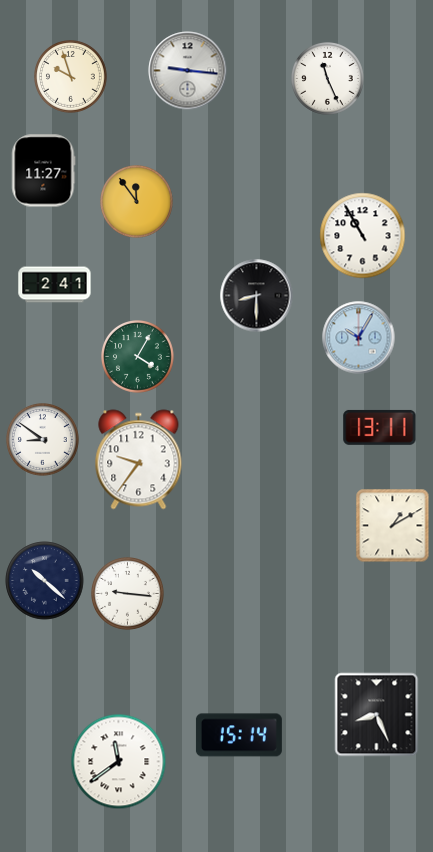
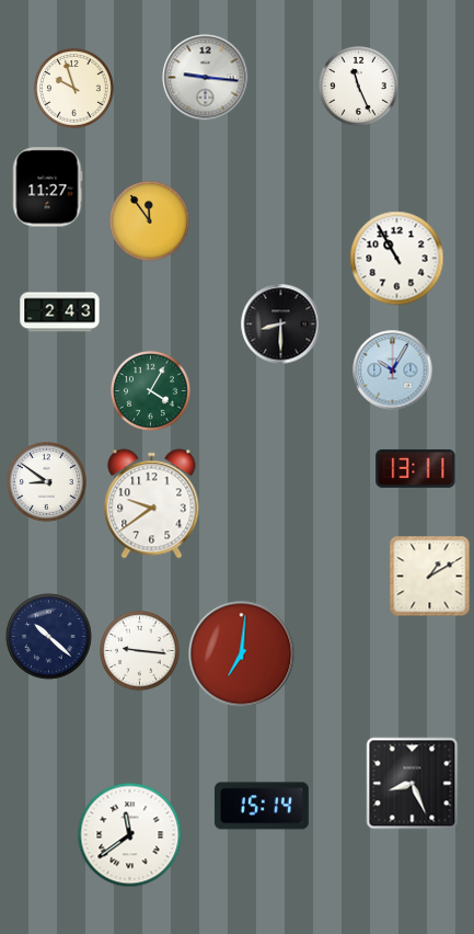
clock at (71, 77) position: (71, 77) -> (74, 89)
clock at (55, 285): 2:41 -> 2:43
clock at (139, 460): 9:36 -> 9:39
clock at (242, 654): none -> 7:01
